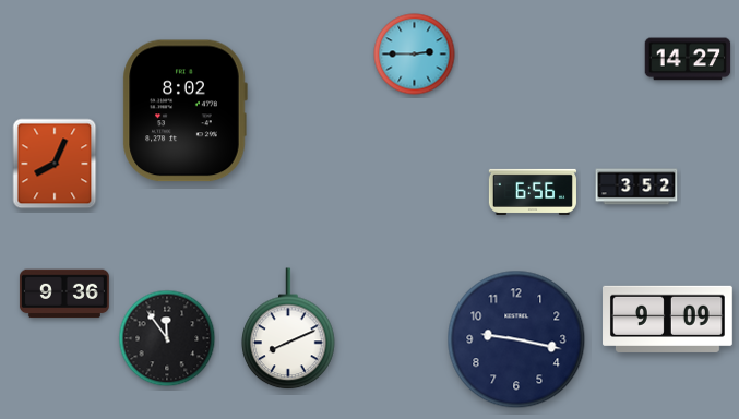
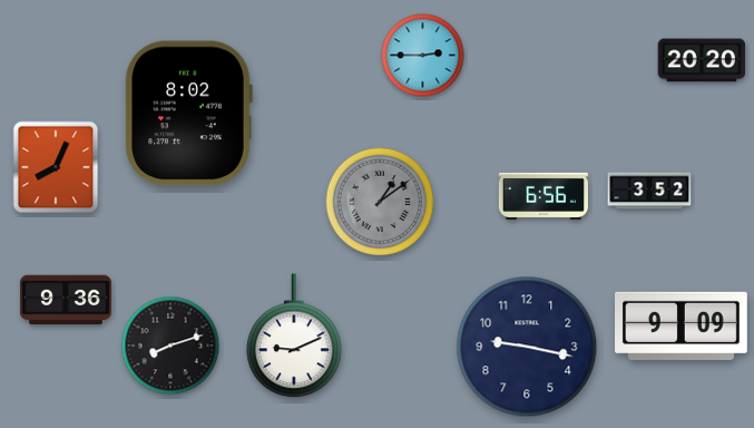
clock at (688, 59): 14:27 -> 20:20
clock at (380, 202): none -> 1:09
clock at (288, 330): 8:11 -> 9:11
clock at (167, 338): 11:54 -> 8:12
